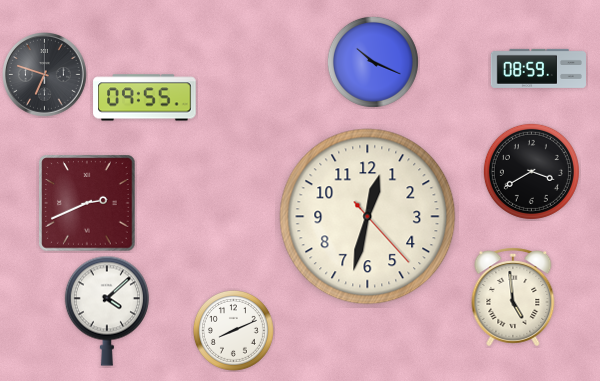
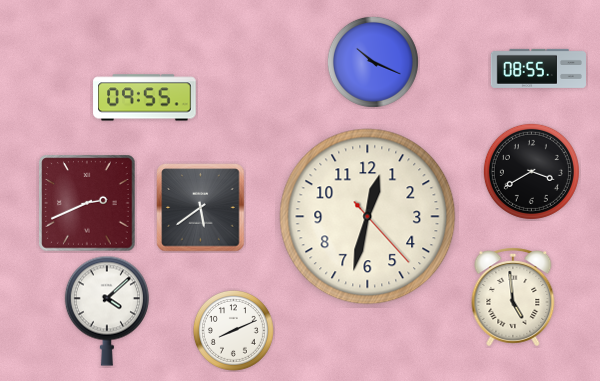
clock at (538, 68): 08:59 -> 08:55
clock at (45, 75): 6:48 -> none
clock at (201, 208): none -> 5:39
